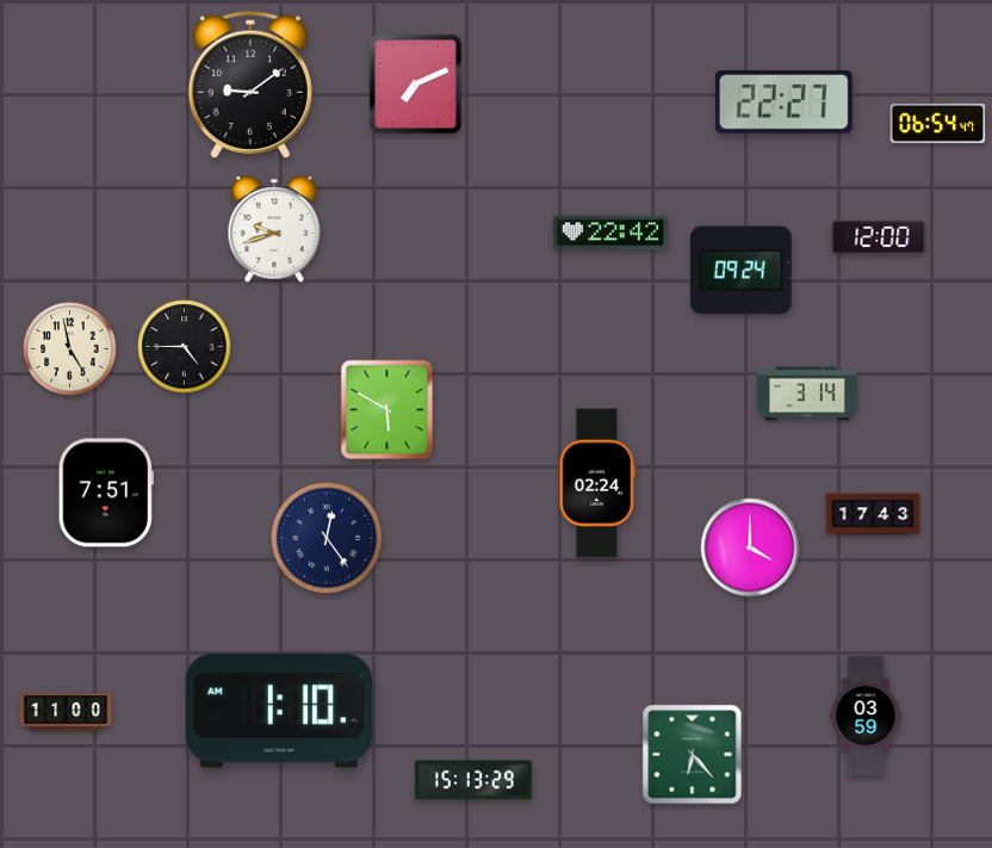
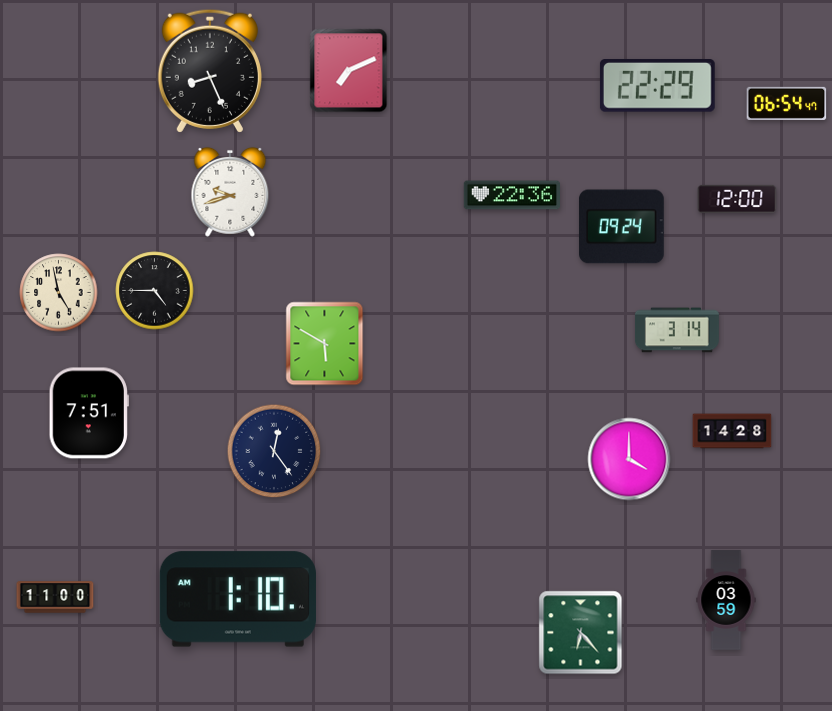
clock at (250, 85): 9:09 -> 8:26
clock at (783, 103): 22:27 -> 22:29
clock at (609, 233): 22:42 -> 22:36
clock at (597, 483): 02:24 -> none
clock at (873, 514): 17:43 -> 14:28
clock at (279, 711) position: (279, 711) -> (238, 599)
clock at (473, 780): 15:13 -> none
